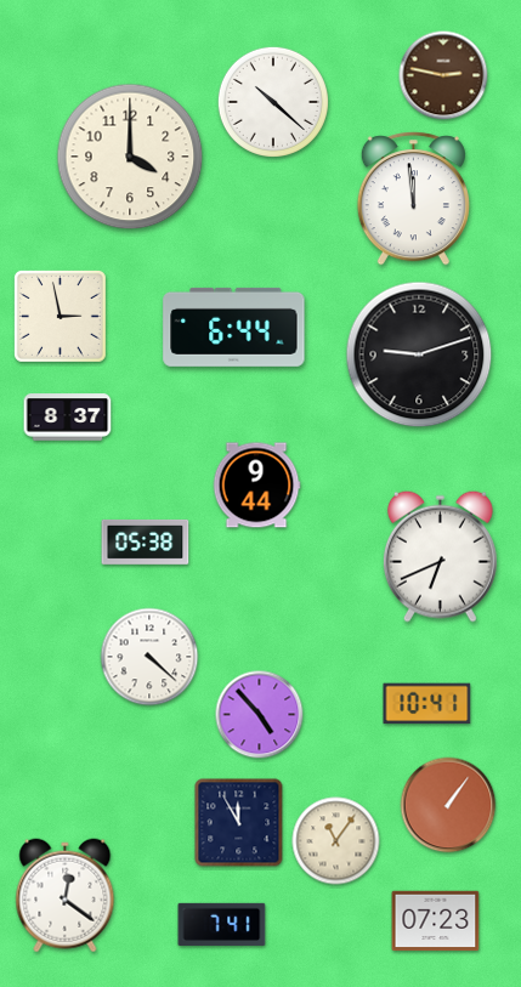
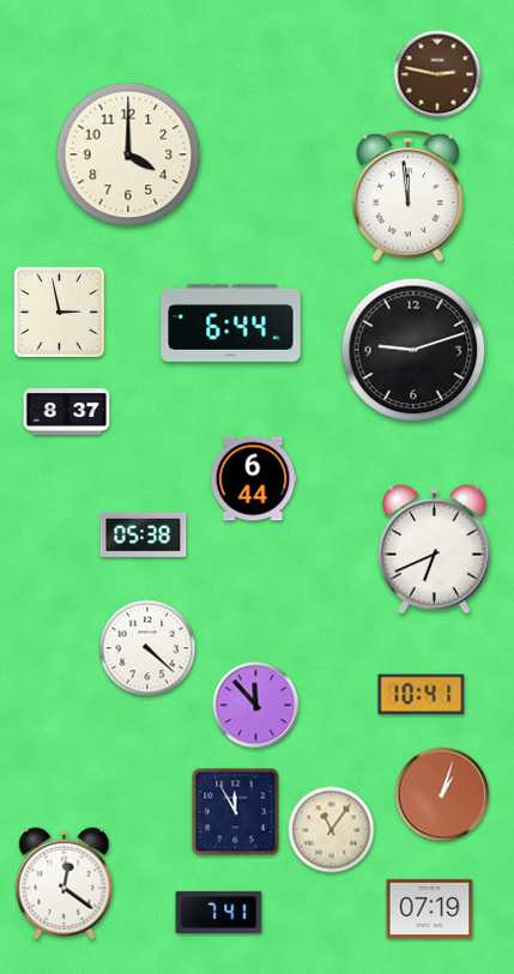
clock at (273, 102): 10:22 -> none
clock at (256, 486): 9:44 -> 6:44
clock at (260, 715): 4:53 -> 11:53
clock at (448, 805): 1:06 -> 1:03
clock at (436, 921): 07:23 -> 07:19
